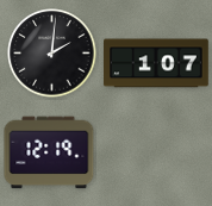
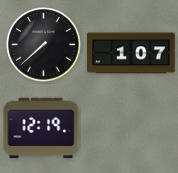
clock at (52, 54): 2:01 -> 7:38
